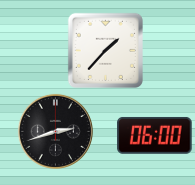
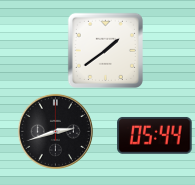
clock at (105, 50): 1:37 -> 1:39
clock at (155, 135): 06:00 -> 05:44
